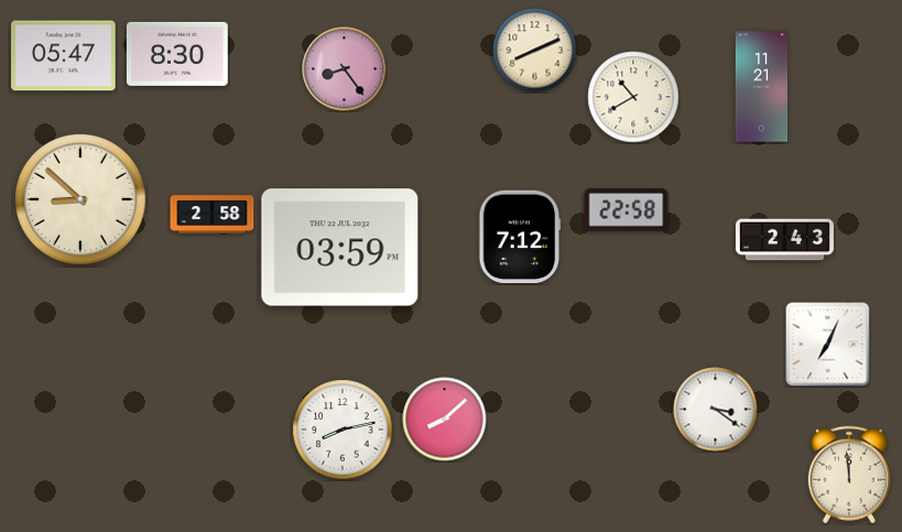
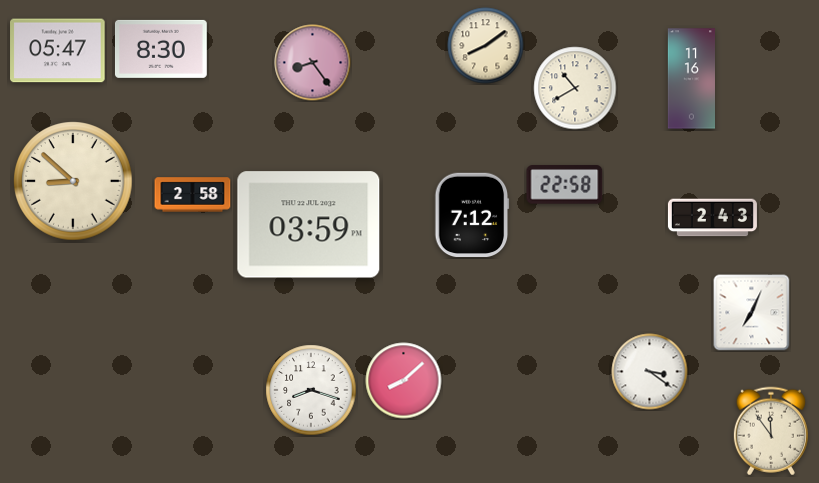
clock at (535, 51): 8:11 -> 8:09
clock at (761, 87): 11:21 -> 11:16
clock at (627, 210) position: (627, 210) -> (565, 185)
clock at (343, 430): 8:13 -> 8:18
clock at (849, 475): 11:59 -> 11:54
